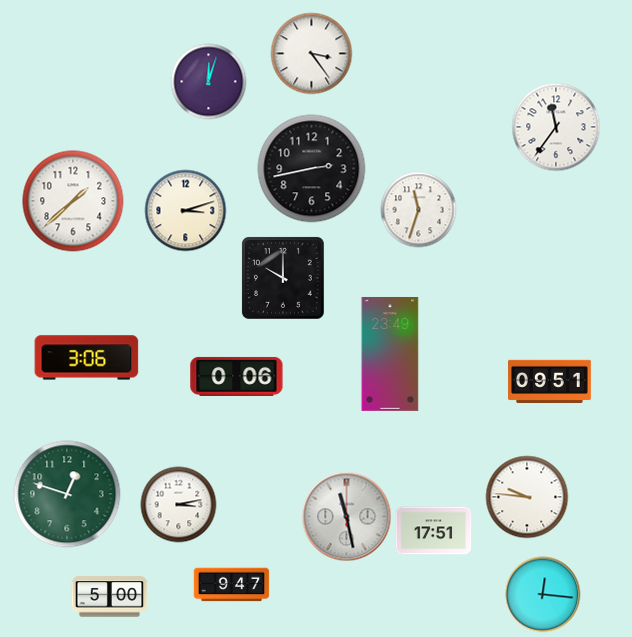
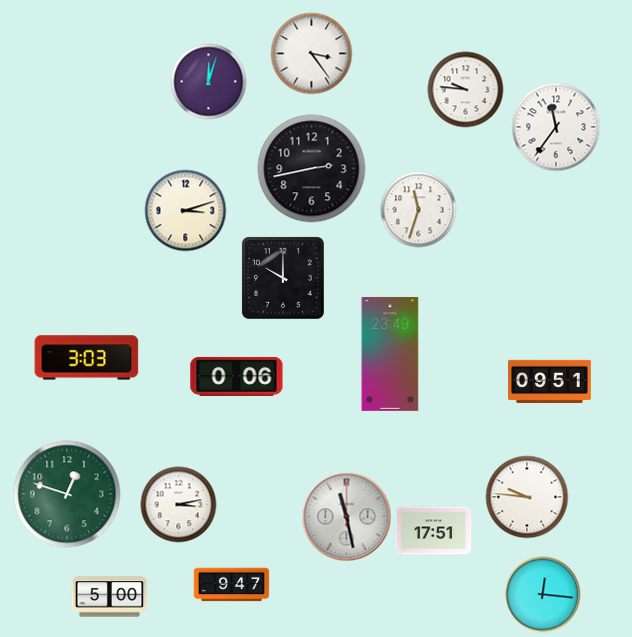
clock at (466, 90): none -> 9:46
clock at (73, 201): 1:38 -> none
clock at (87, 358): 3:06 -> 3:03
